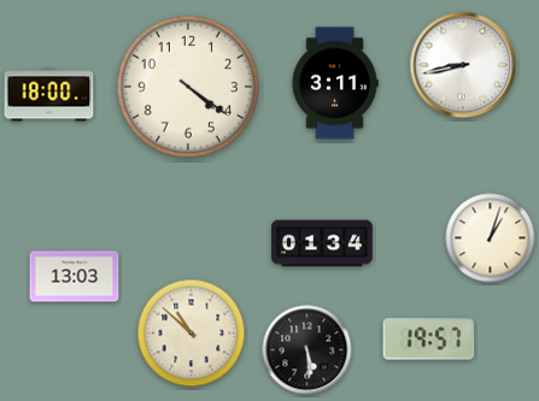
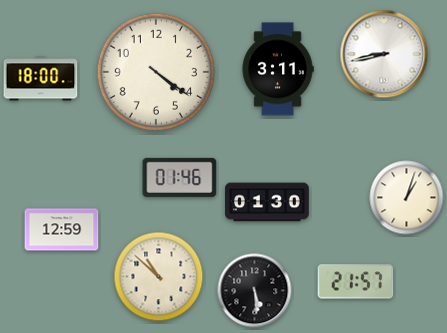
clock at (180, 177): none -> 01:46
clock at (322, 243): 01:34 -> 01:30
clock at (75, 277): 13:03 -> 12:59
clock at (429, 340): 19:57 -> 21:57
